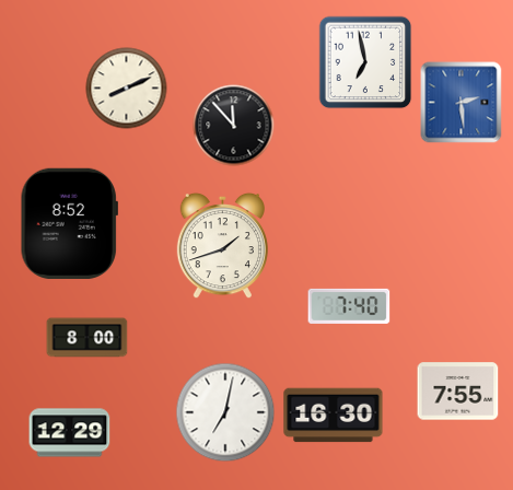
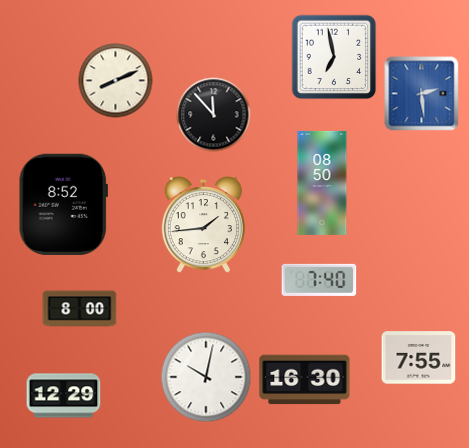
clock at (322, 183): none -> 08:50
clock at (222, 246): 1:42 -> 1:44
clock at (225, 412): 7:02 -> 10:02
